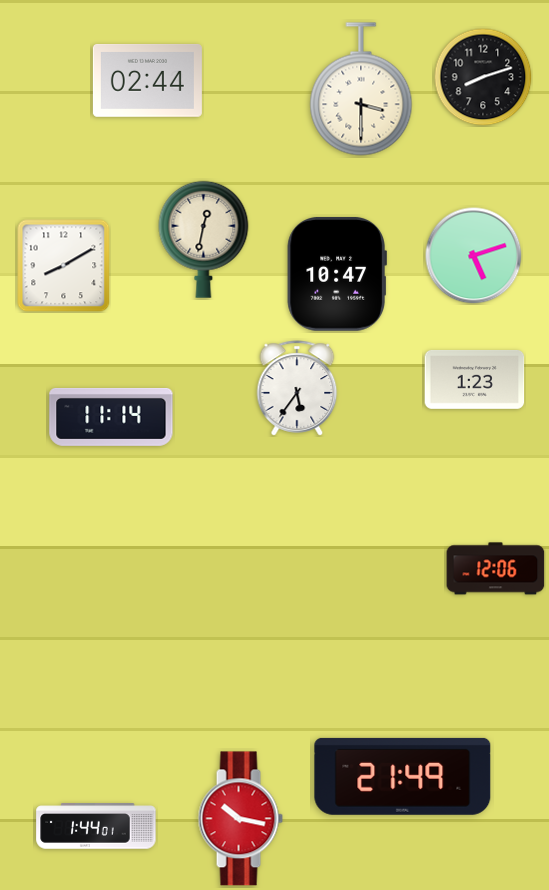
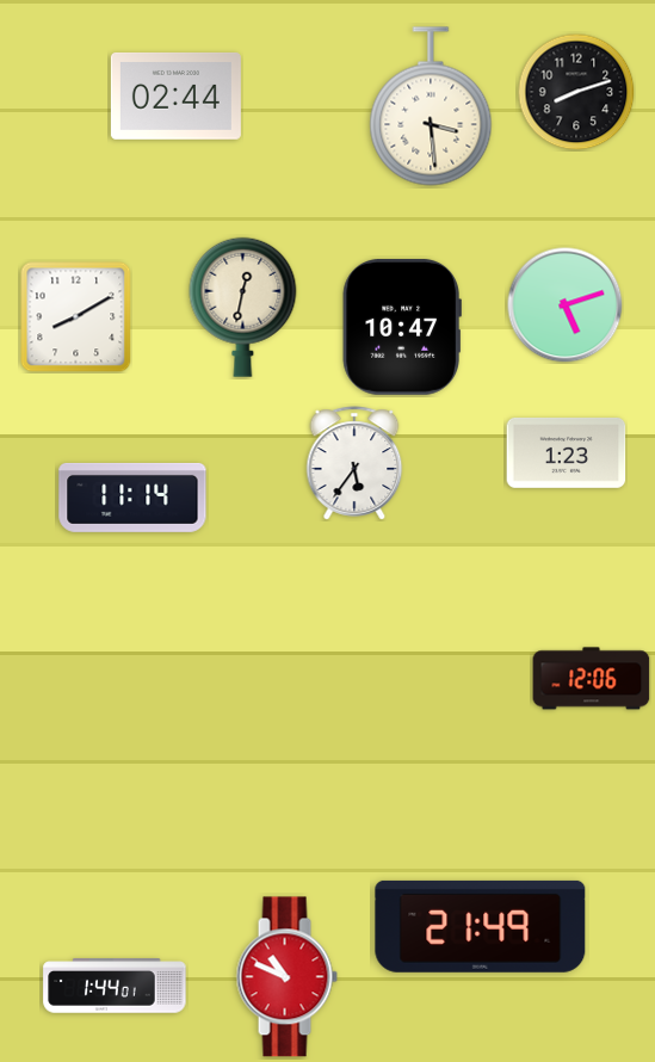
clock at (361, 89): 3:30 -> 3:29
clock at (204, 239) position: (204, 239) -> (243, 307)
clock at (240, 819): 10:17 -> 10:49
